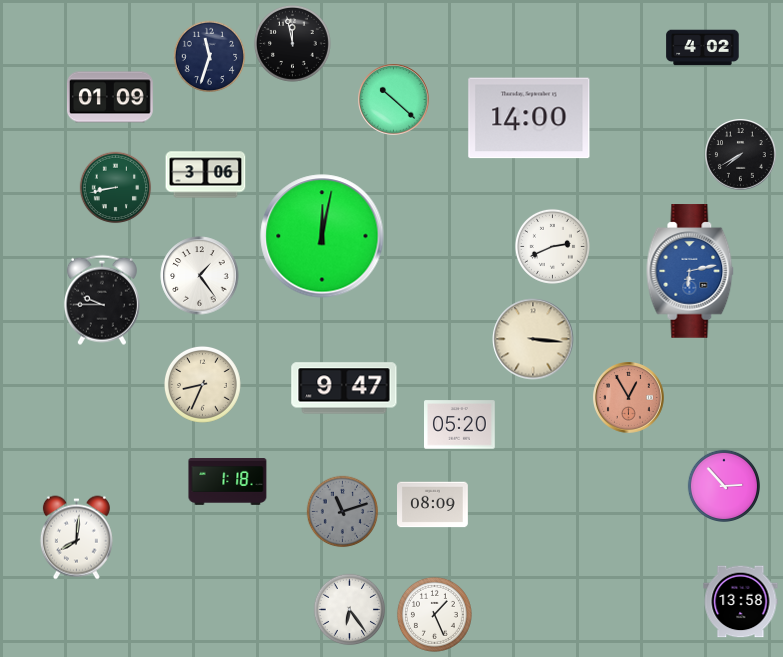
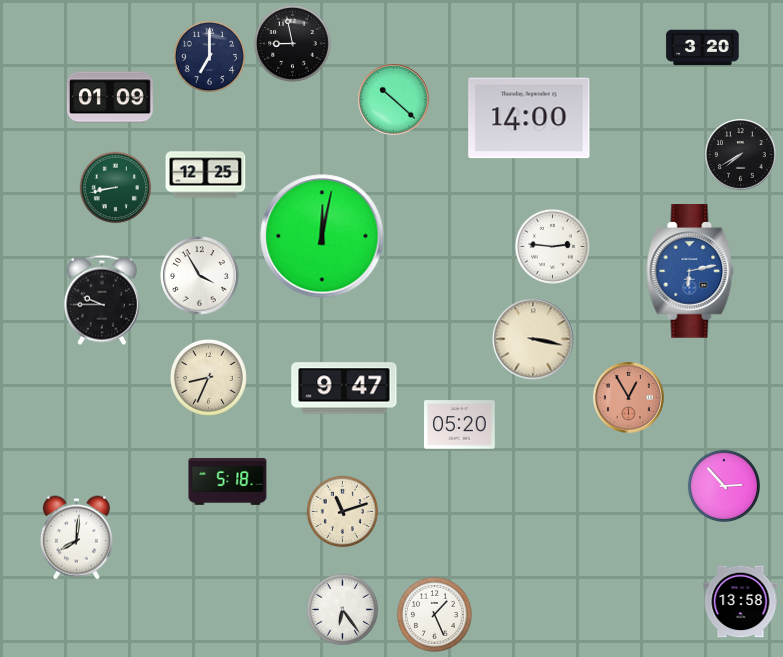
clock at (293, 44): 11:58 -> 8:58
clock at (703, 48): 4:02 -> 3:20
clock at (210, 57): 11:33 -> 7:00
clock at (206, 175): 3:06 -> 12:25
clock at (552, 246): 2:41 -> 2:46
clock at (200, 276): 1:24 -> 3:55
clock at (533, 339): 3:16 -> 3:17
clock at (203, 385) position: (203, 385) -> (209, 378)
clock at (228, 482): 1:18 -> 5:18
clock at (433, 505): 08:09 -> none
clock at (343, 512) dial: grey -> cream
clock at (350, 610) position: (350, 610) -> (343, 610)
